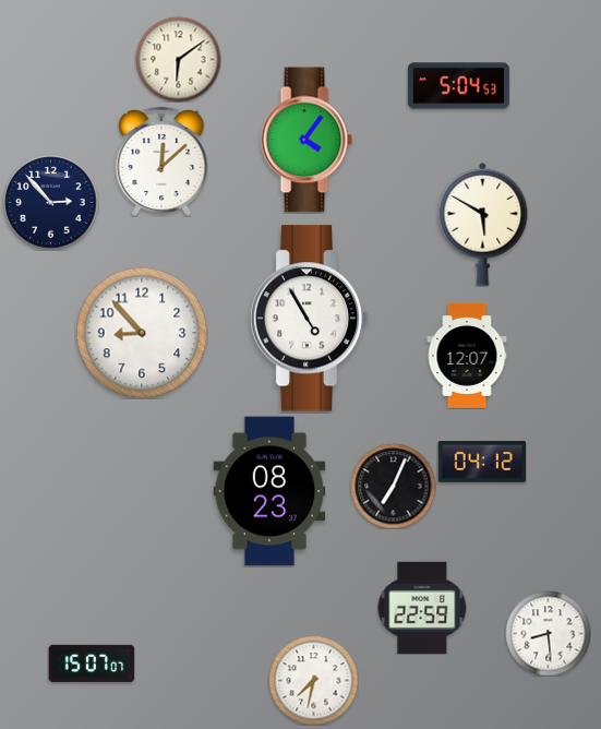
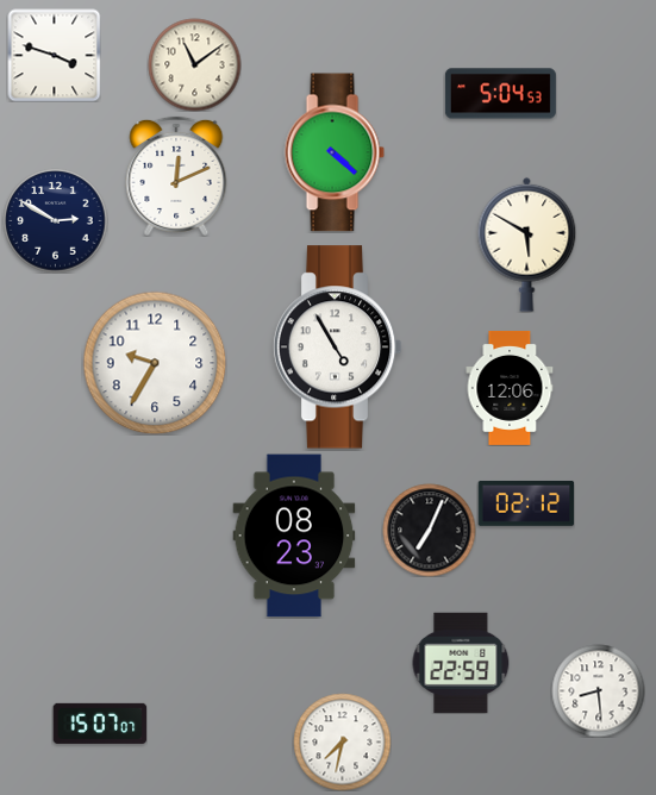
clock at (54, 55): none -> 3:48
clock at (178, 59): 6:09 -> 11:09
clock at (306, 140): 4:06 -> 4:22
clock at (161, 162): 12:08 -> 12:11
clock at (50, 202): 2:53 -> 2:50
clock at (142, 333): 8:53 -> 9:35
clock at (467, 357): 12:07 -> 12:06
clock at (482, 462): 04:12 -> 02:12
